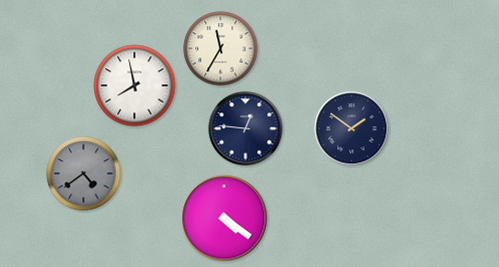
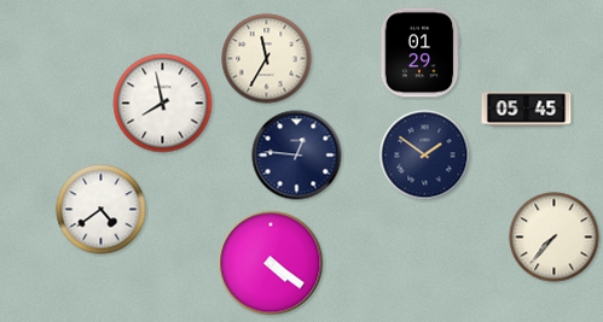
clock at (419, 53): none -> 01:29
clock at (527, 110): none -> 05:45
clock at (84, 174) dial: grey -> white
clock at (555, 238): none -> 7:37
